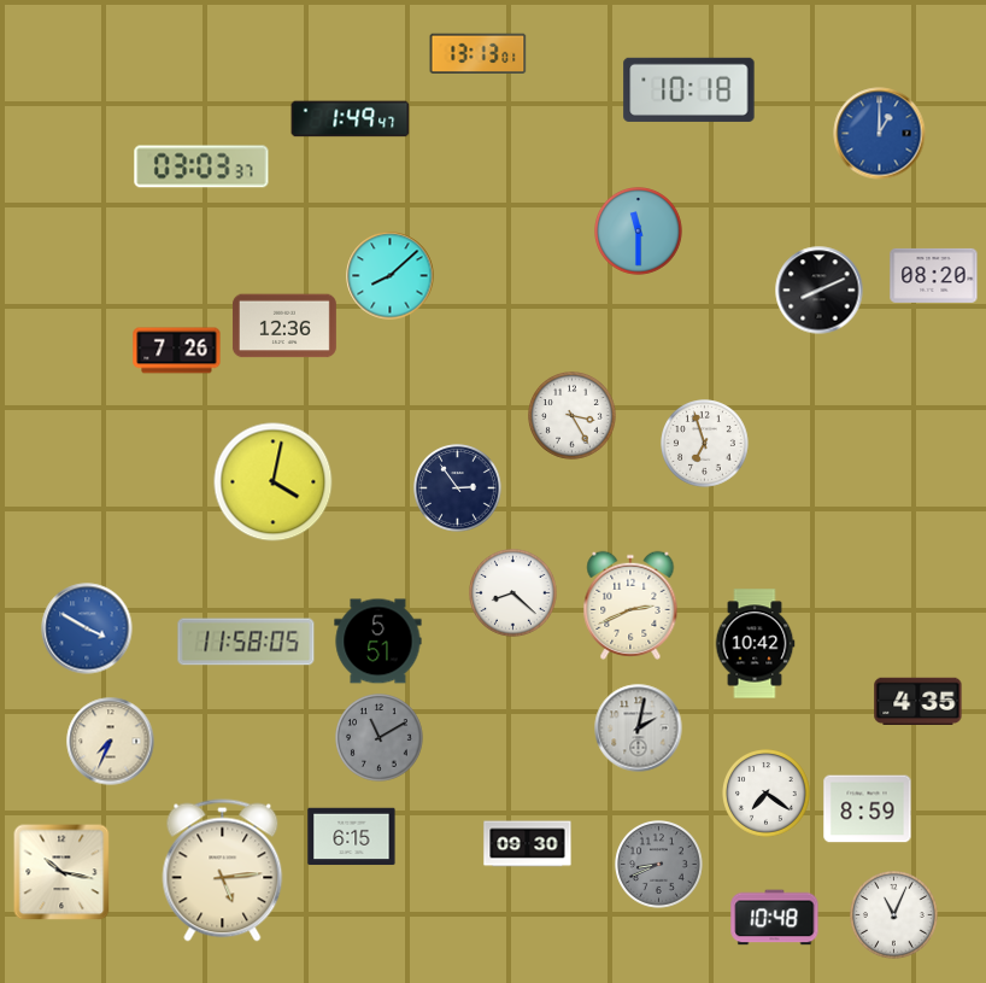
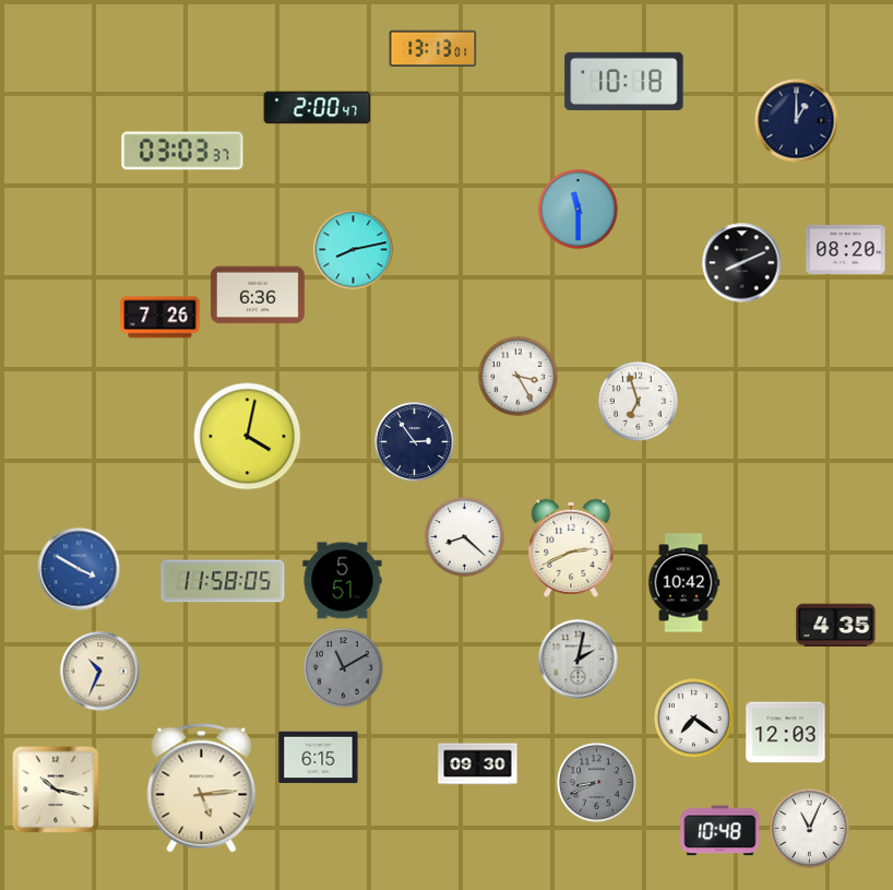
clock at (351, 119): 1:49 -> 2:00
clock at (880, 134) dial: blue -> navy
clock at (391, 276): 8:08 -> 8:13
clock at (284, 326): 12:36 -> 6:36
clock at (918, 701) position: (918, 701) -> (836, 625)
clock at (111, 742): 7:34 -> 10:34
clock at (868, 809): 8:59 -> 12:03
clock at (775, 918) position: (775, 918) -> (721, 831)
